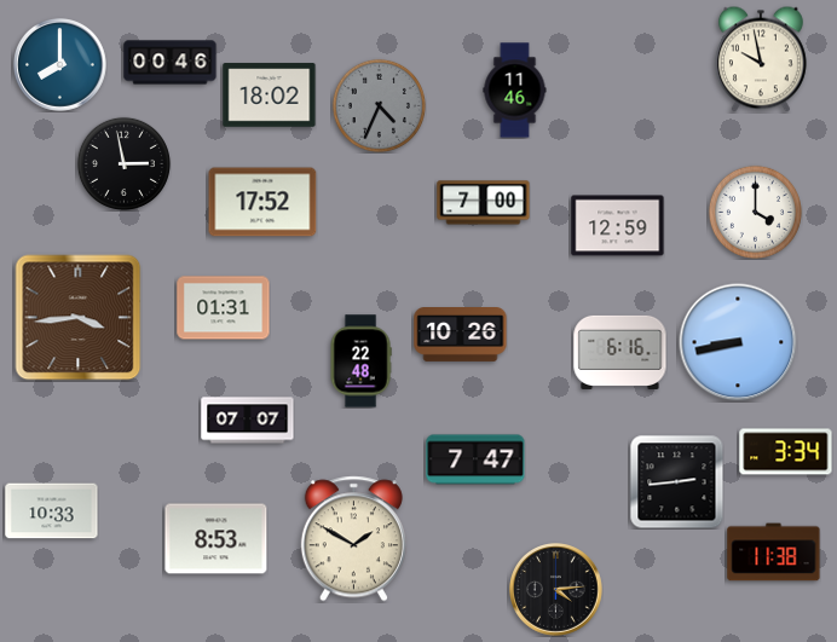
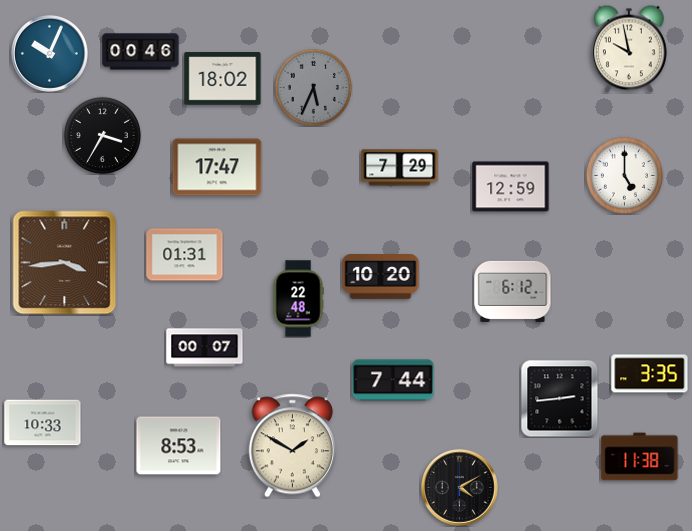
clock at (60, 65): 8:00 -> 10:04
clock at (515, 91): 11:46 -> none
clock at (379, 105): 4:34 -> 5:34
clock at (123, 163): 2:58 -> 3:35
clock at (262, 202): 17:52 -> 17:47
clock at (484, 203): 7:00 -> 7:29
clock at (755, 212): 4:00 -> 5:00
clock at (461, 335): 10:26 -> 10:20
clock at (738, 342): 8:43 -> none
clock at (620, 352): 6:16 -> 6:12
clock at (248, 421): 07:07 -> 00:07
clock at (786, 452): 3:34 -> 3:35
clock at (475, 459): 7:47 -> 7:44
clock at (556, 590): 4:14 -> 4:10
